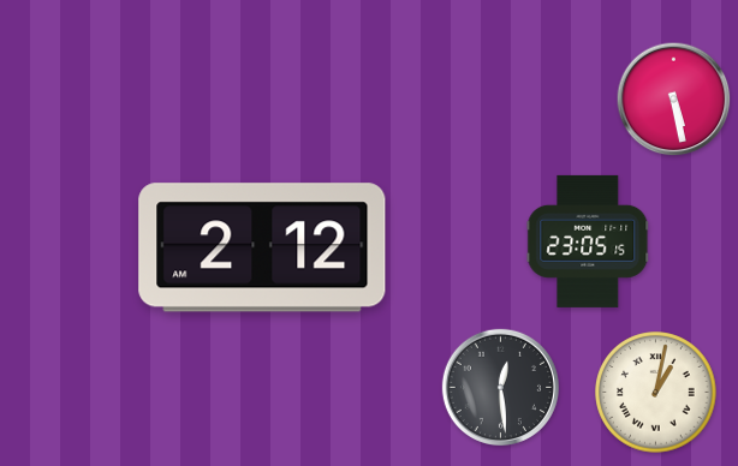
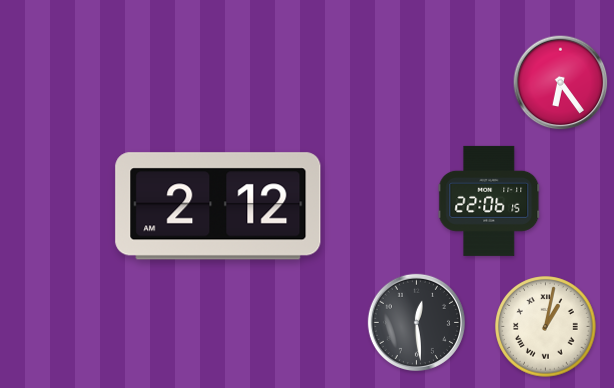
clock at (674, 100): 5:28 -> 6:24
clock at (588, 241): 23:05 -> 22:06
